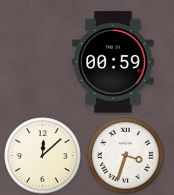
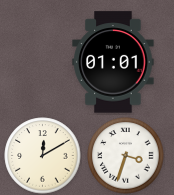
clock at (113, 62): 00:59 -> 01:01
clock at (43, 156): 12:08 -> 12:10
